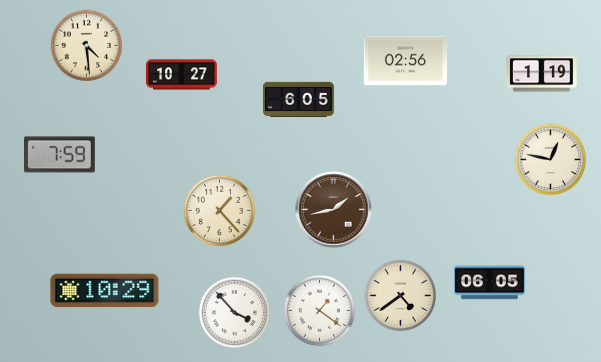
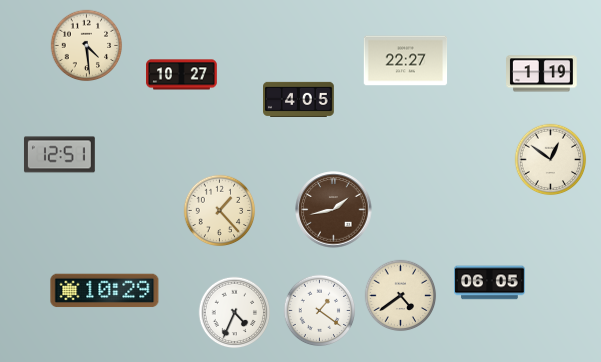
clock at (406, 61): 02:56 -> 22:27
clock at (299, 99): 6:05 -> 4:05
clock at (60, 155): 7:59 -> 12:51
clock at (551, 160): 12:47 -> 12:51
clock at (235, 313): 3:53 -> 4:34
